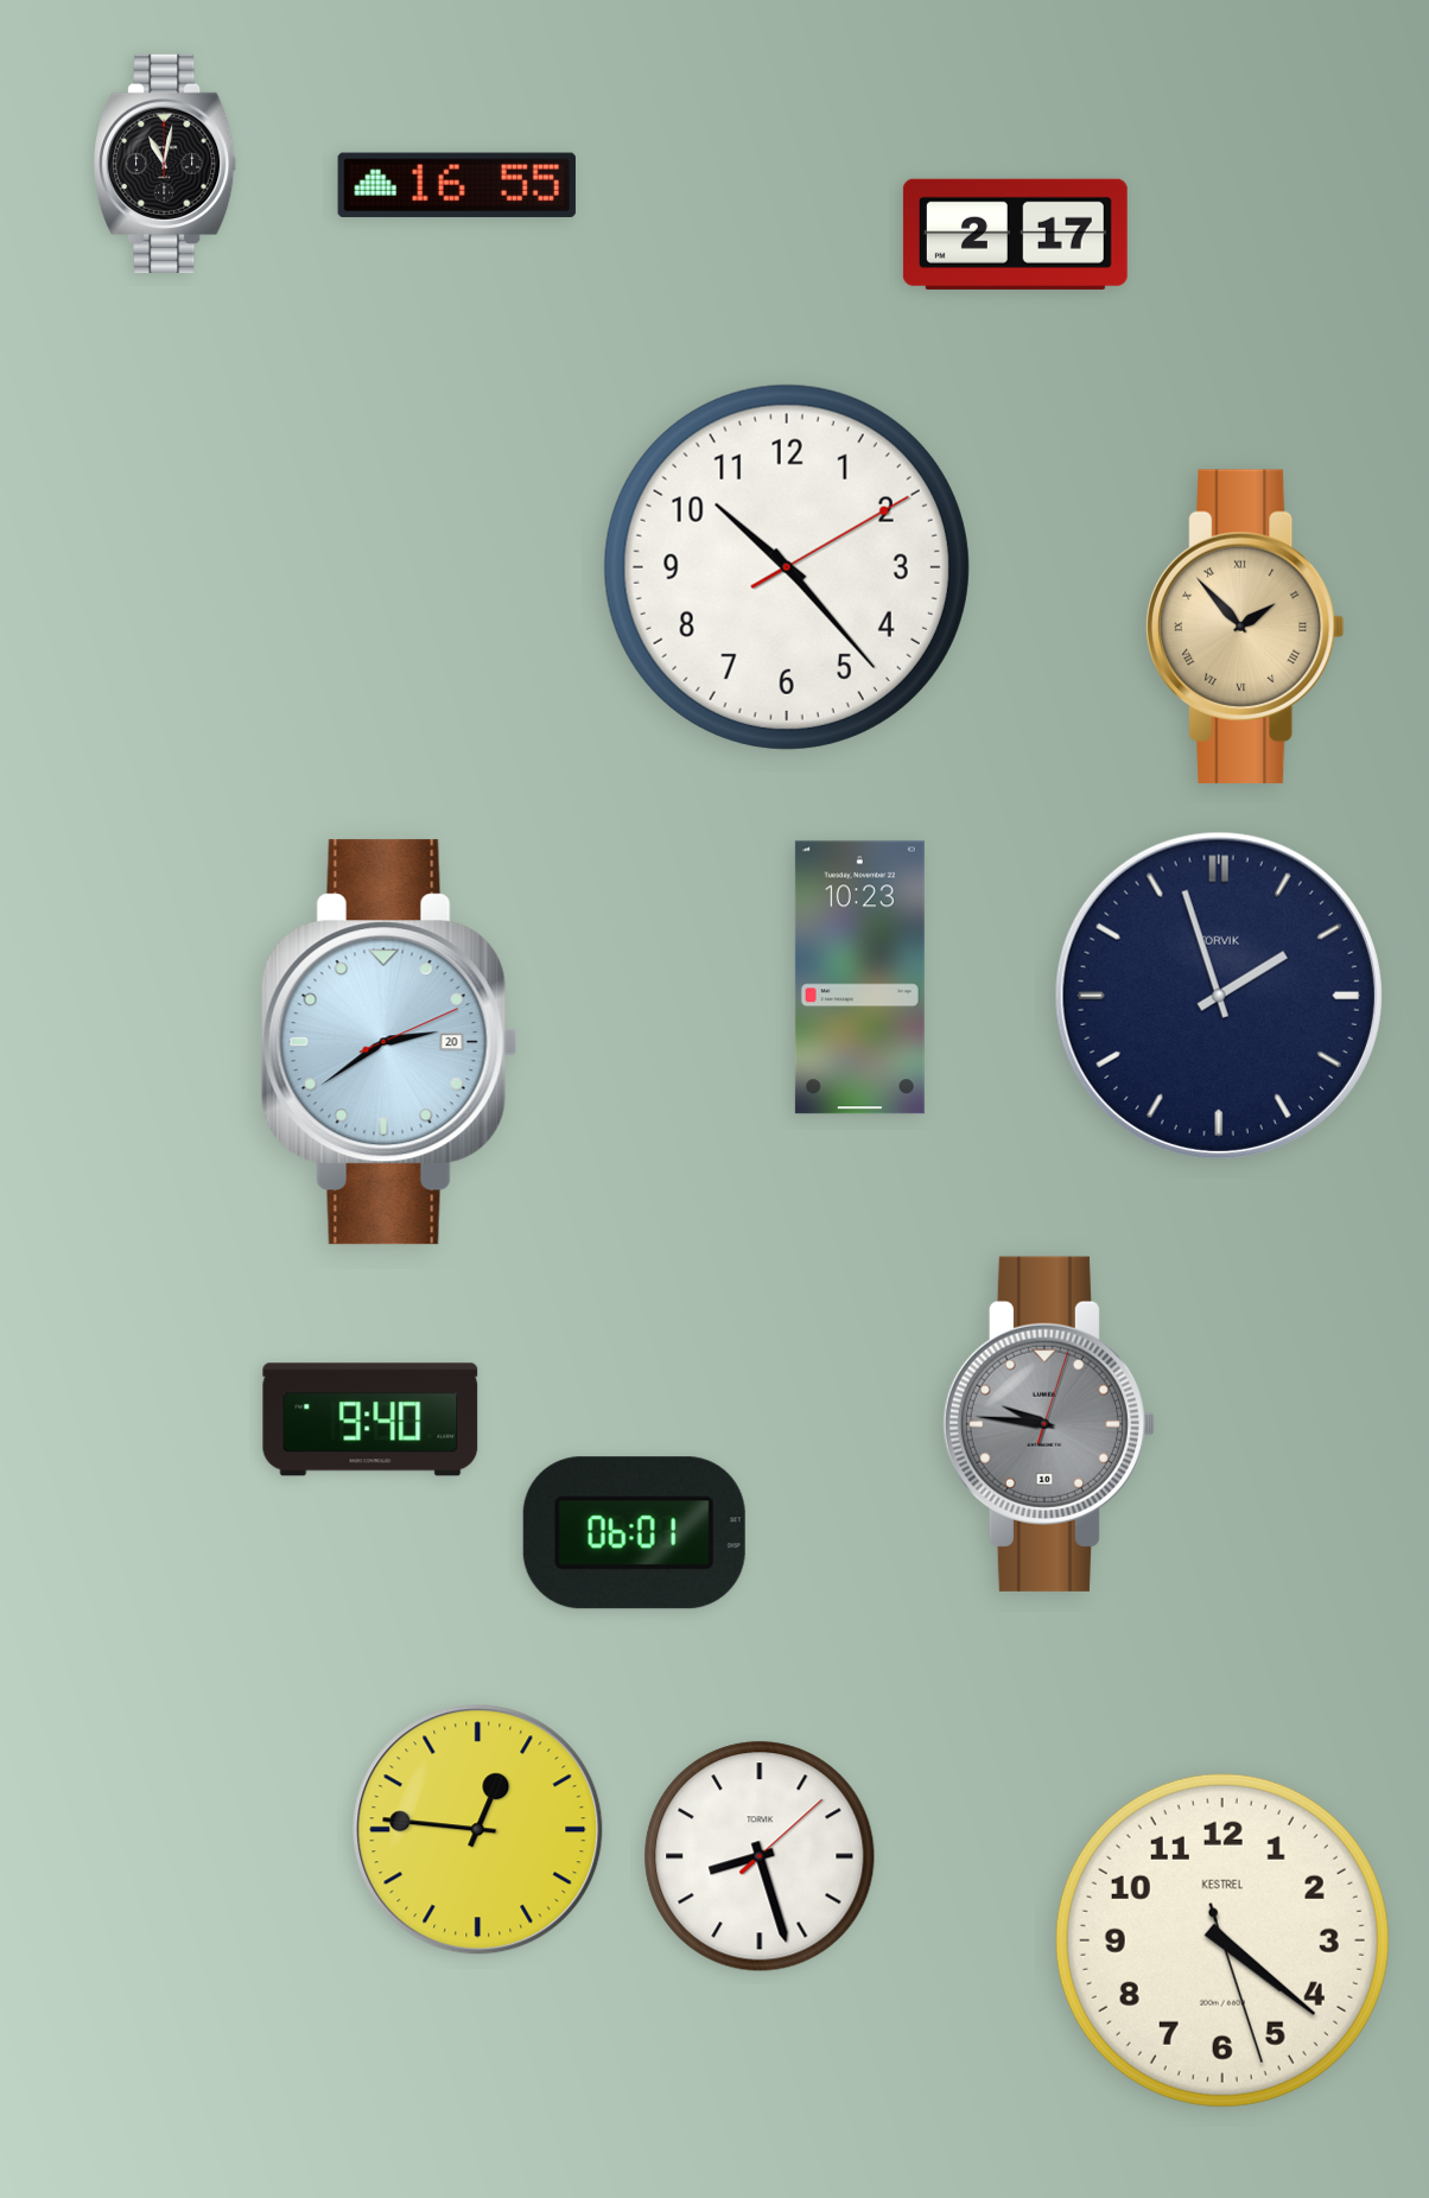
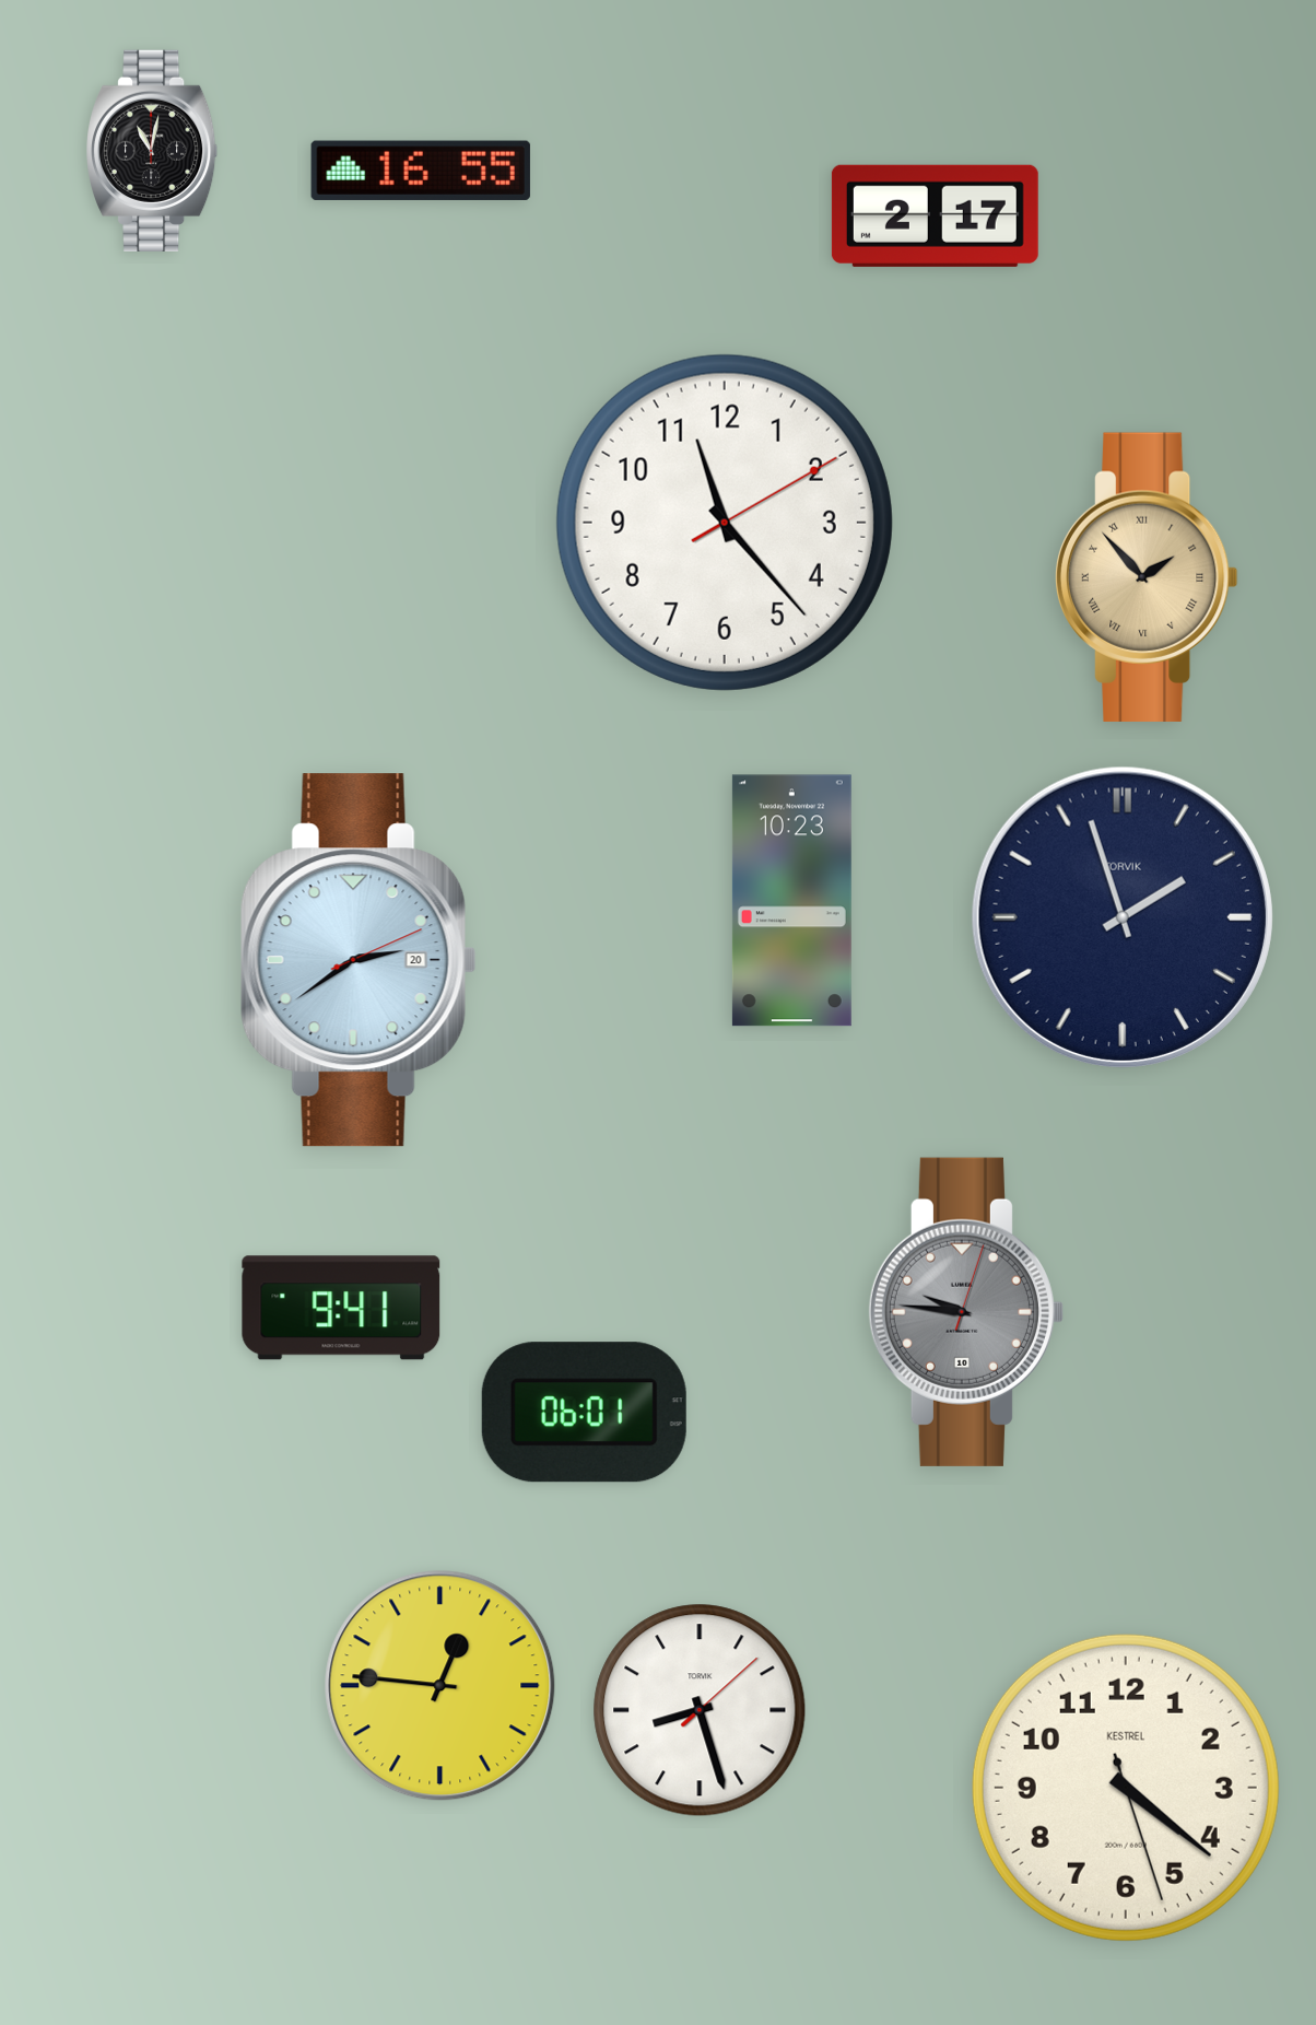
clock at (787, 567): 10:23 -> 11:23
clock at (370, 1419): 9:40 -> 9:41
